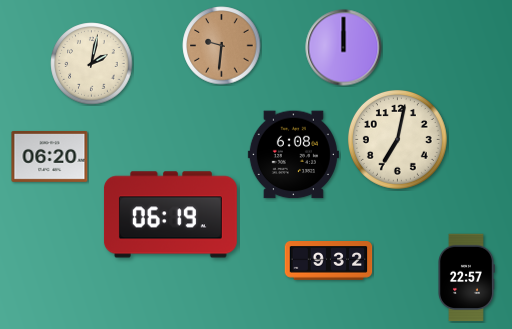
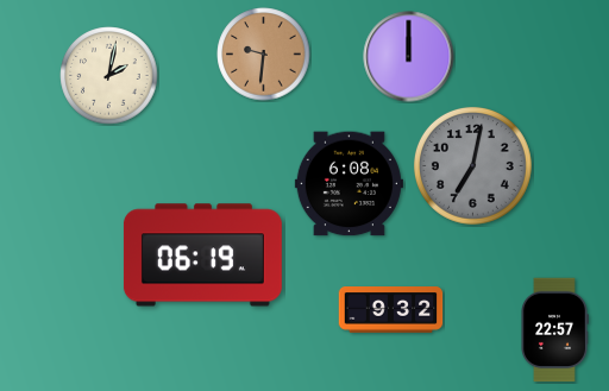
clock at (397, 139) dial: cream -> grey
clock at (50, 156): 06:20 -> none
